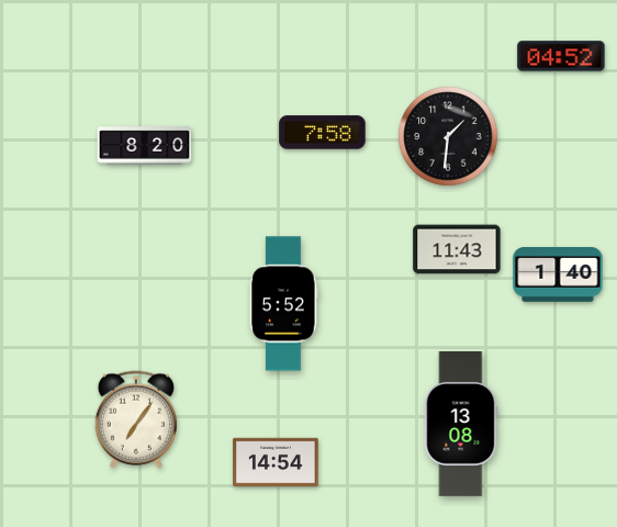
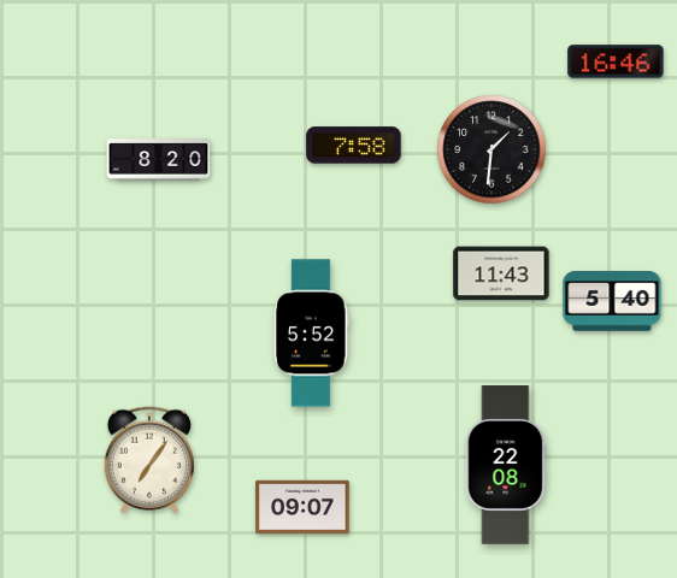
clock at (561, 56): 04:52 -> 16:46
clock at (558, 274): 1:40 -> 5:40
clock at (461, 425): 13:08 -> 22:08
clock at (276, 461): 14:54 -> 09:07
